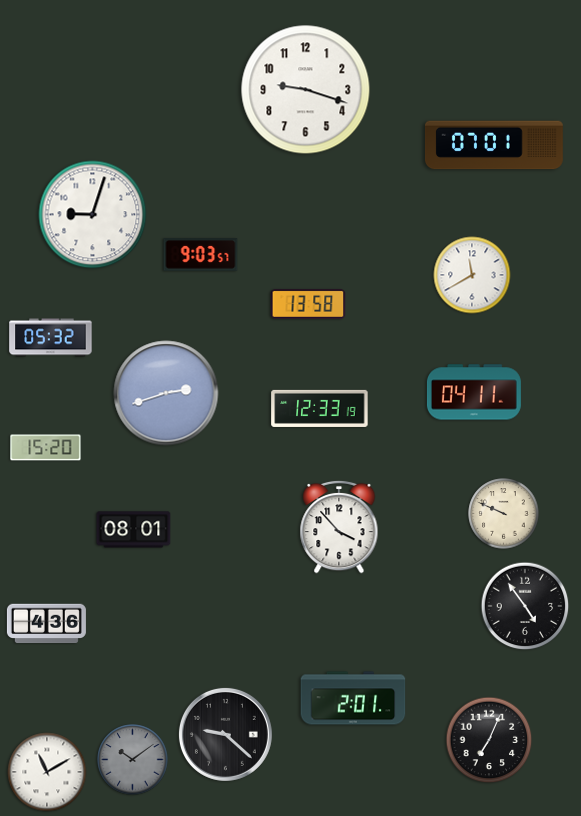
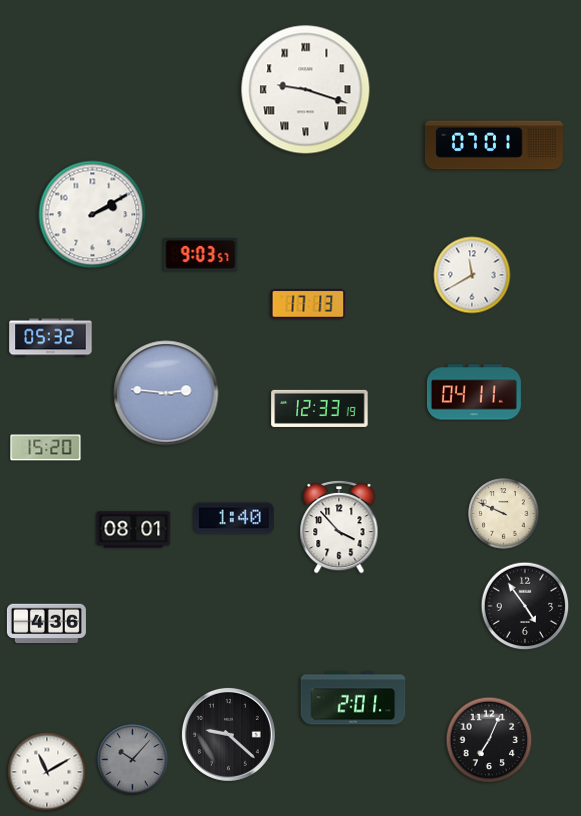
clock at (306, 90) numerals: Arabic -> Roman
clock at (93, 215): 9:03 -> 2:10
clock at (308, 304): 13:58 -> 17:13
clock at (166, 393): 2:42 -> 2:46
clock at (234, 518): none -> 1:40
clock at (225, 734) position: (225, 734) -> (228, 734)
clock at (133, 760): 10:09 -> 10:07
